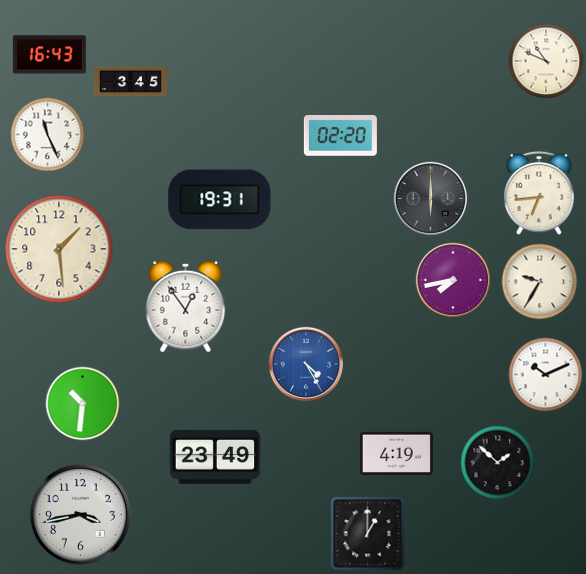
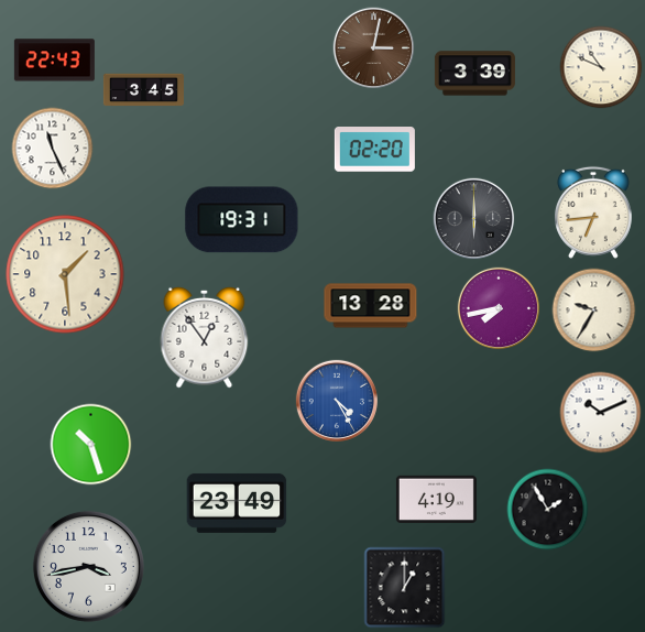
clock at (374, 48): none -> 3:02
clock at (49, 55): 16:43 -> 22:43
clock at (474, 74): none -> 3:39
clock at (371, 306): none -> 13:28
clock at (83, 404): 10:31 -> 10:27
clock at (498, 463): 1:52 -> 1:55
